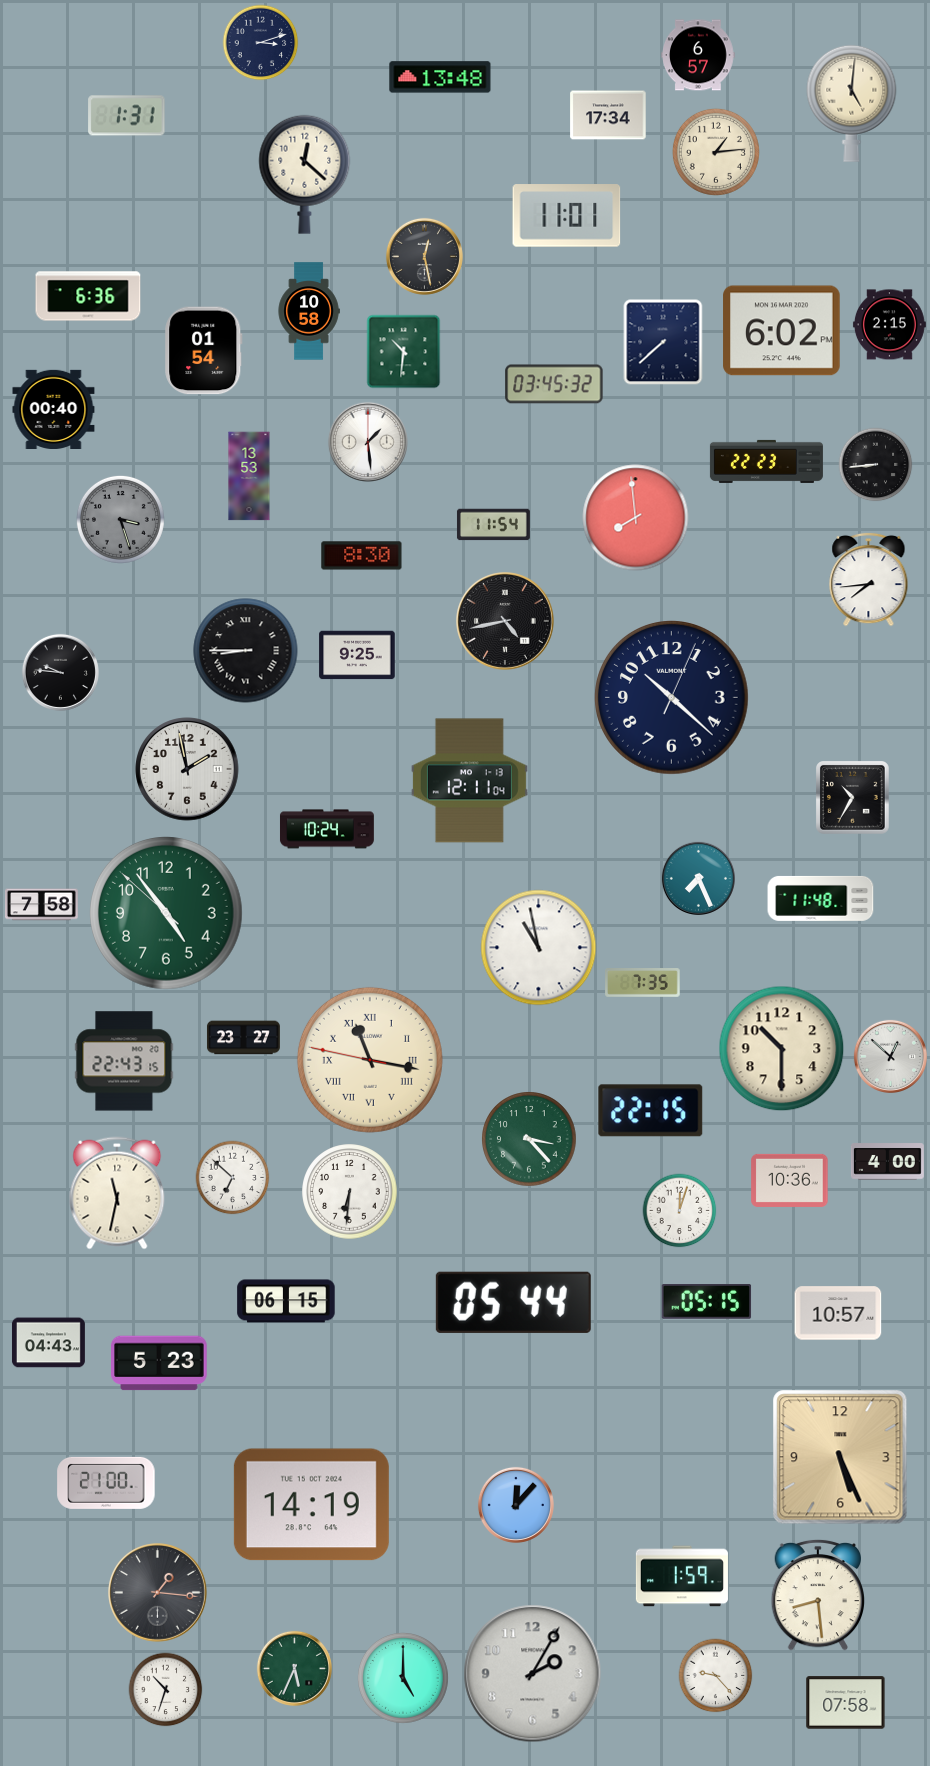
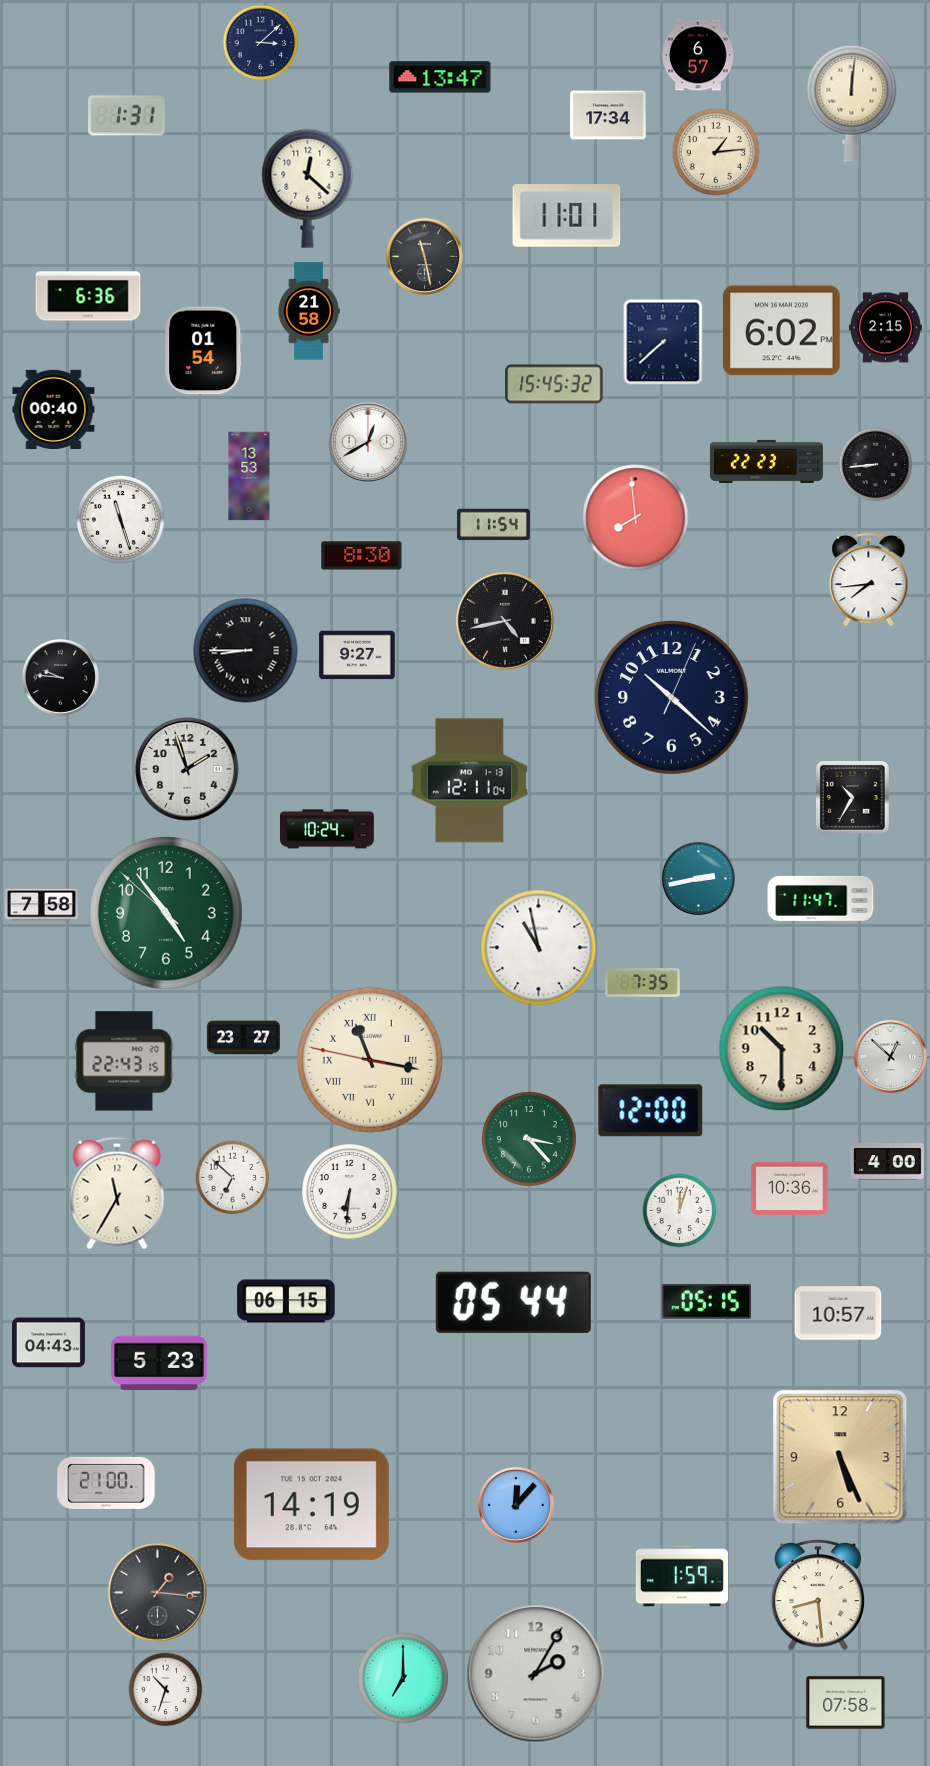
clock at (261, 43): 3:12 -> 3:08
clock at (440, 77): 13:48 -> 13:47
clock at (852, 103): 5:01 -> 12:01
clock at (305, 174) position: (305, 174) -> (308, 188)
clock at (424, 256): 12:28 -> 11:28
clock at (309, 311): 10:58 -> 21:58
clock at (889, 325) position: (889, 325) -> (885, 328)
clock at (404, 352): 10:31 -> none
clock at (554, 384): 03:45 -> 15:45
clock at (368, 442): 1:29 -> 12:40
clock at (120, 519): 3:27 -> 11:27
clock at (120, 519) dial: grey -> white
clock at (357, 655): 9:25 -> 9:27
clock at (60, 672) position: (60, 672) -> (60, 677)
clock at (187, 769): 1:58 -> 1:57
clock at (698, 878): 7:26 -> 2:43
clock at (821, 898): 11:48 -> 11:47
clock at (651, 1111): 22:15 -> 12:00
clock at (790, 1180) position: (790, 1180) -> (790, 1188)
clock at (117, 1193): 11:32 -> 11:35
clock at (294, 1668): 5:34 -> none
clock at (533, 1674) position: (533, 1674) -> (536, 1674)
clock at (716, 1676): 9:23 -> none
clock at (403, 1678): 5:00 -> 7:00
